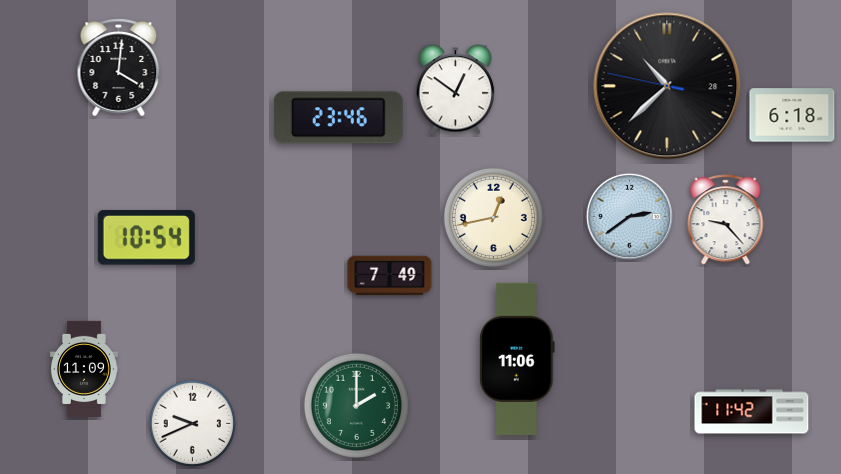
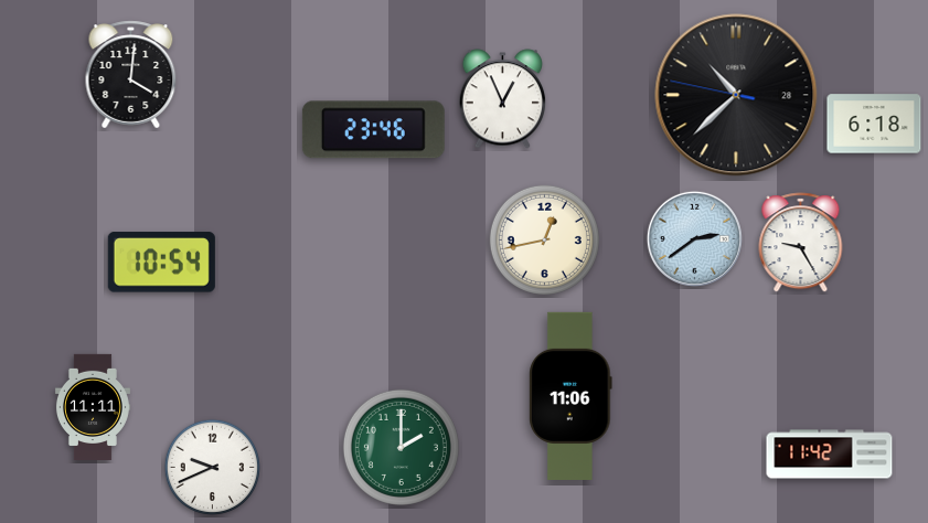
clock at (455, 90): 12:51 -> 12:56
clock at (792, 115) position: (792, 115) -> (874, 124)
clock at (726, 220): 9:23 -> 9:25
clock at (390, 276): 7:49 -> none
clock at (84, 368): 11:09 -> 11:11
clock at (356, 405) position: (356, 405) -> (401, 447)
